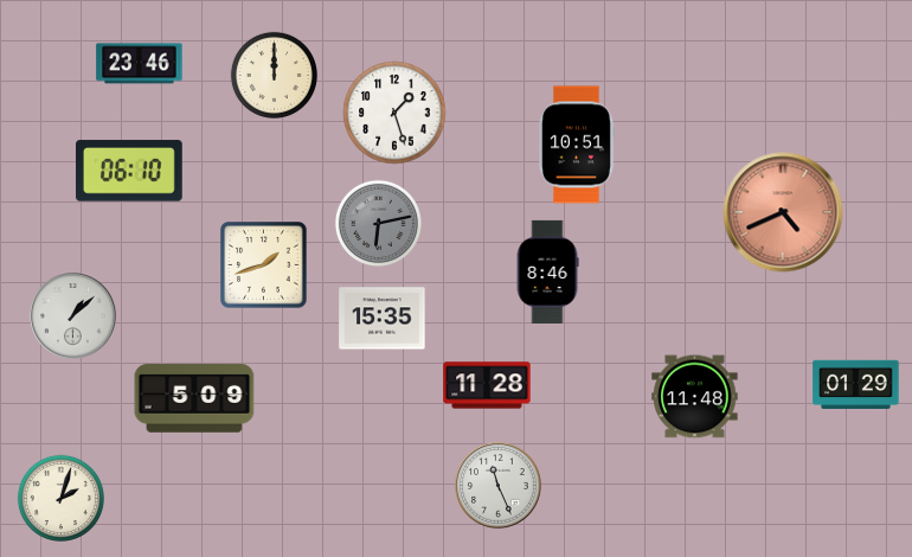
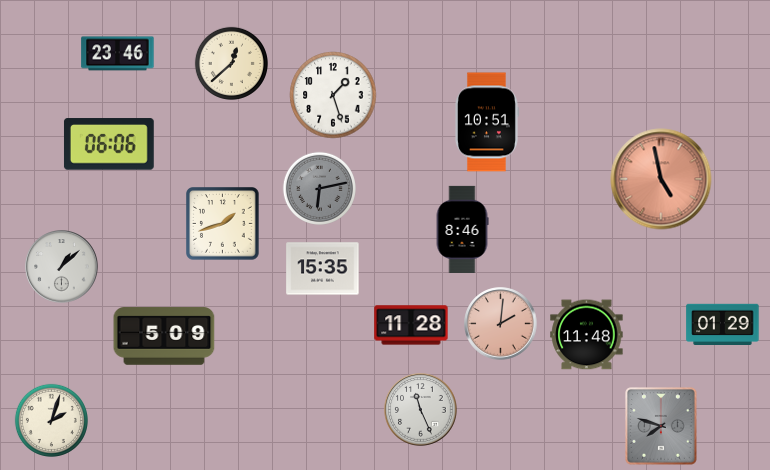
clock at (274, 75): 12:00 -> 12:38
clock at (129, 171): 06:10 -> 06:06
clock at (783, 212): 4:41 -> 4:58
clock at (501, 324): none -> 2:01
clock at (662, 426): none -> 7:48
